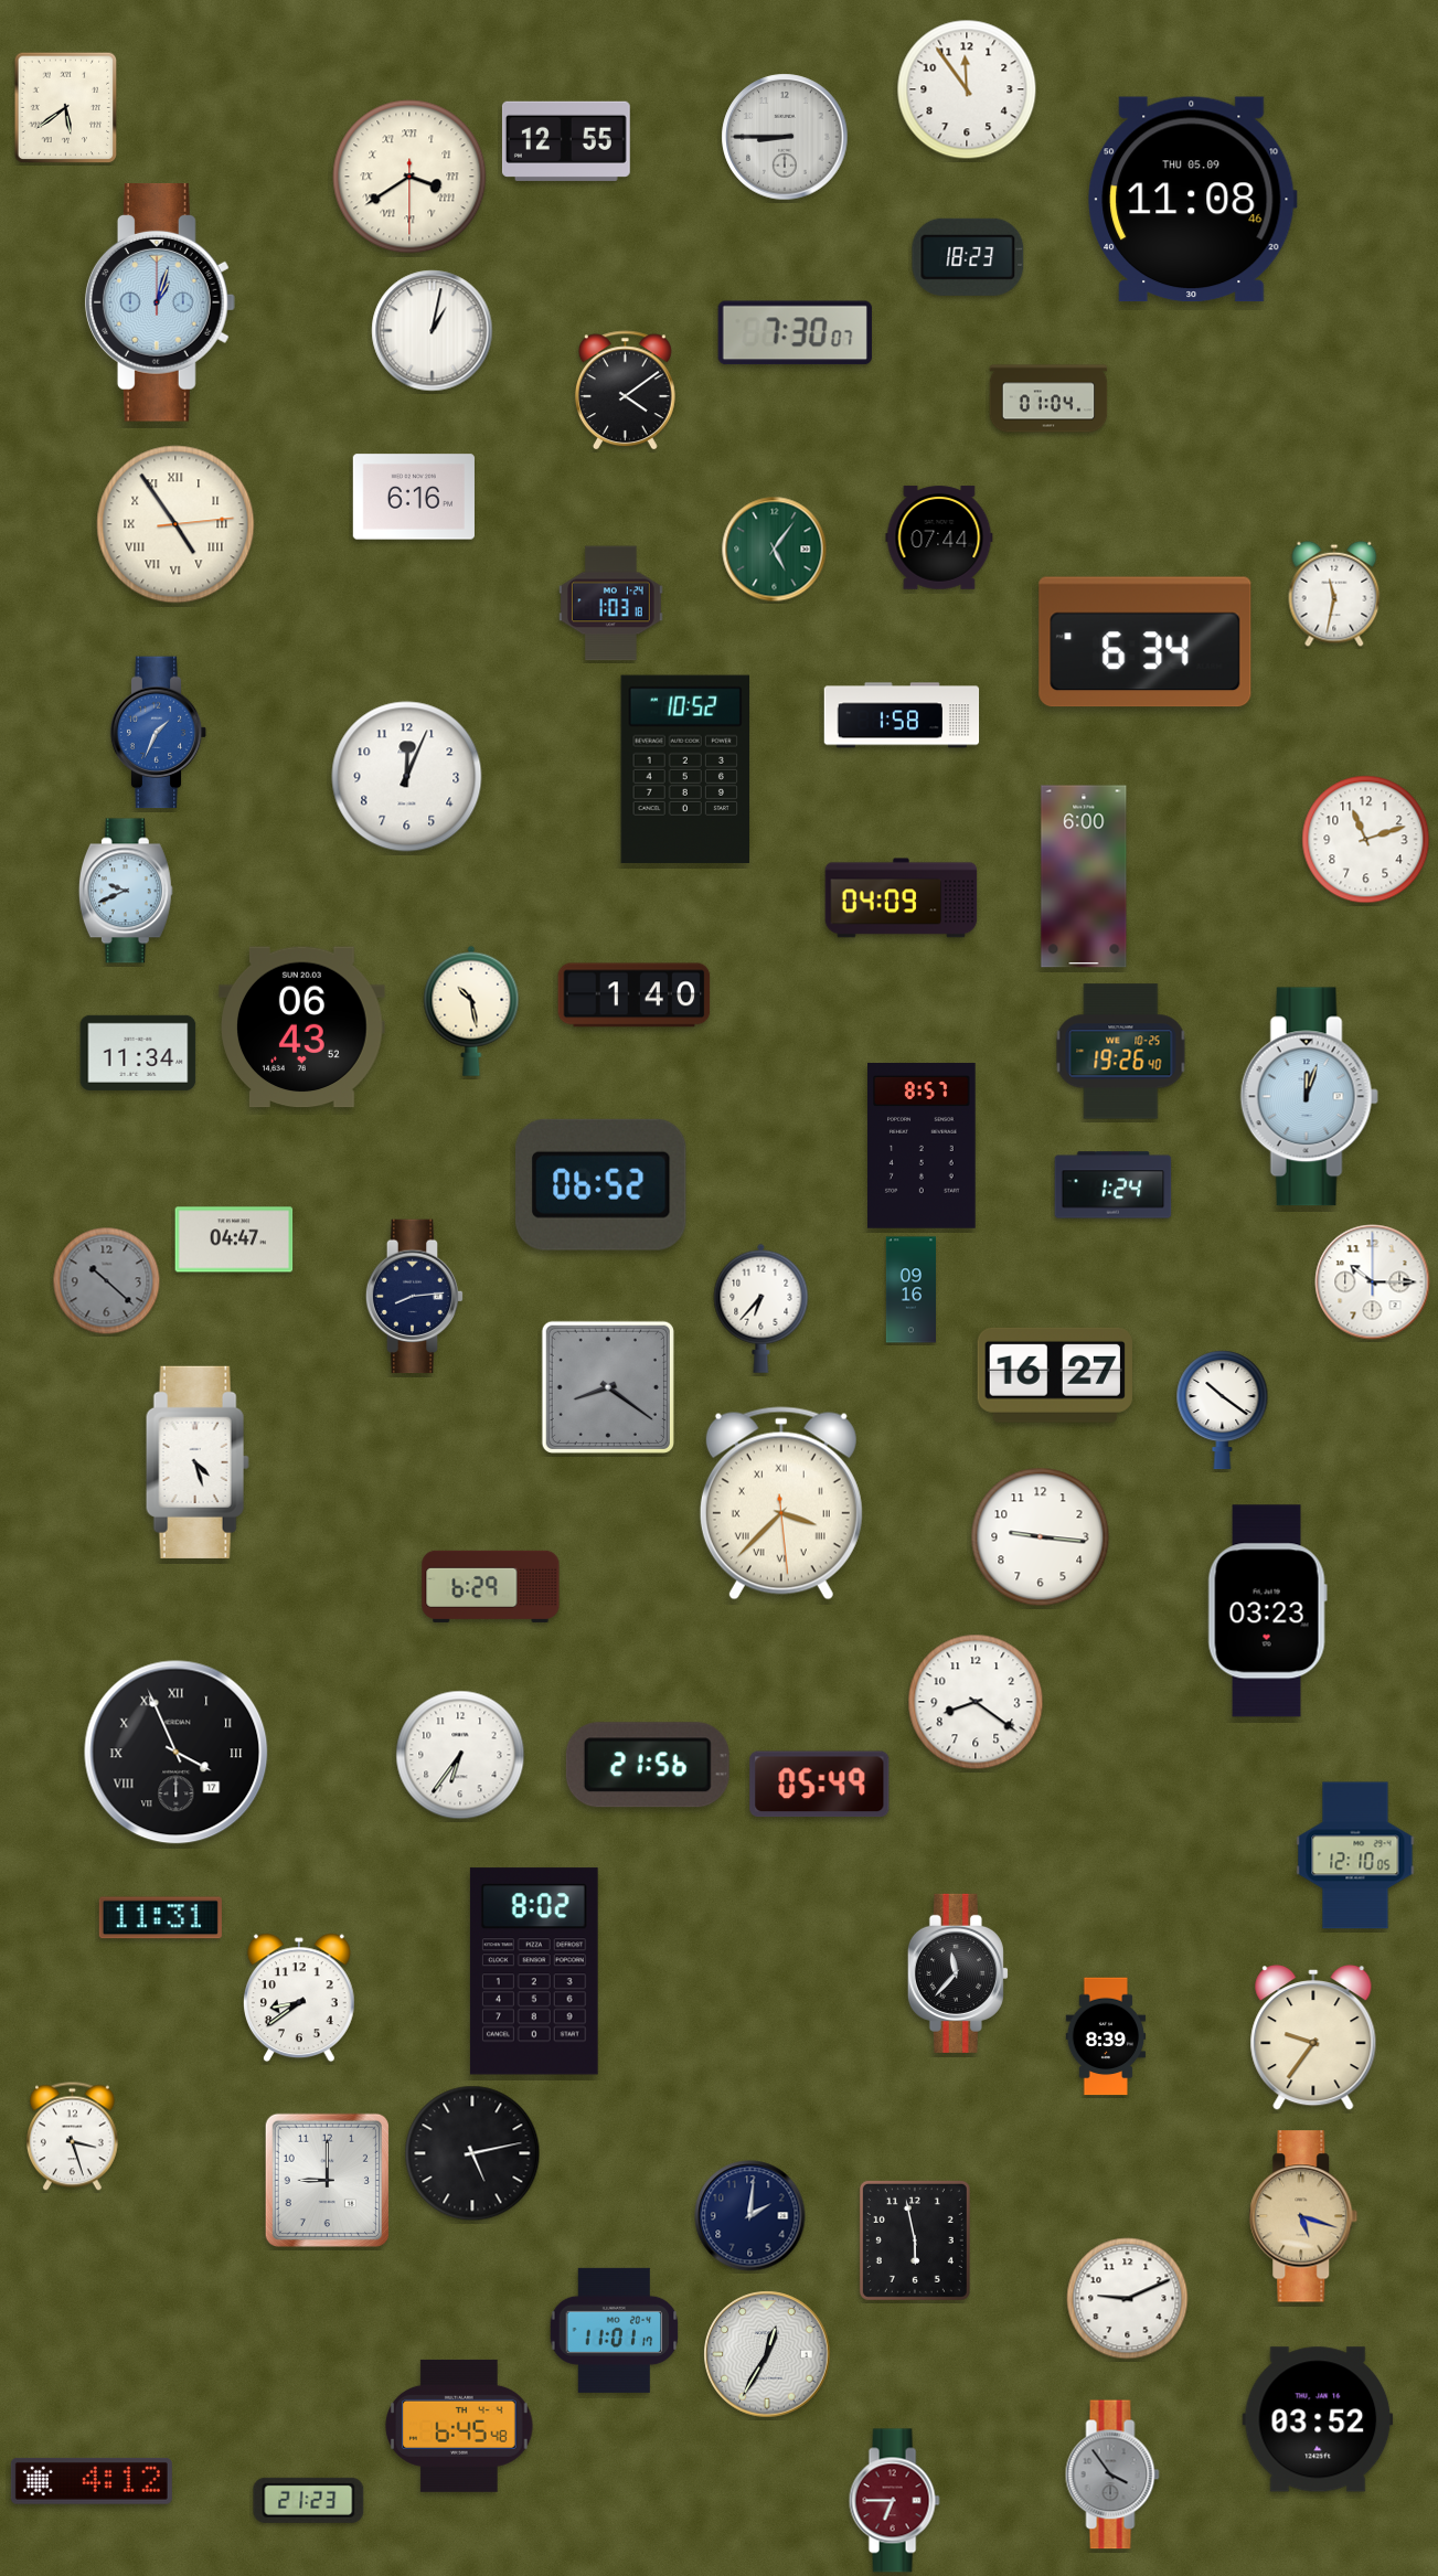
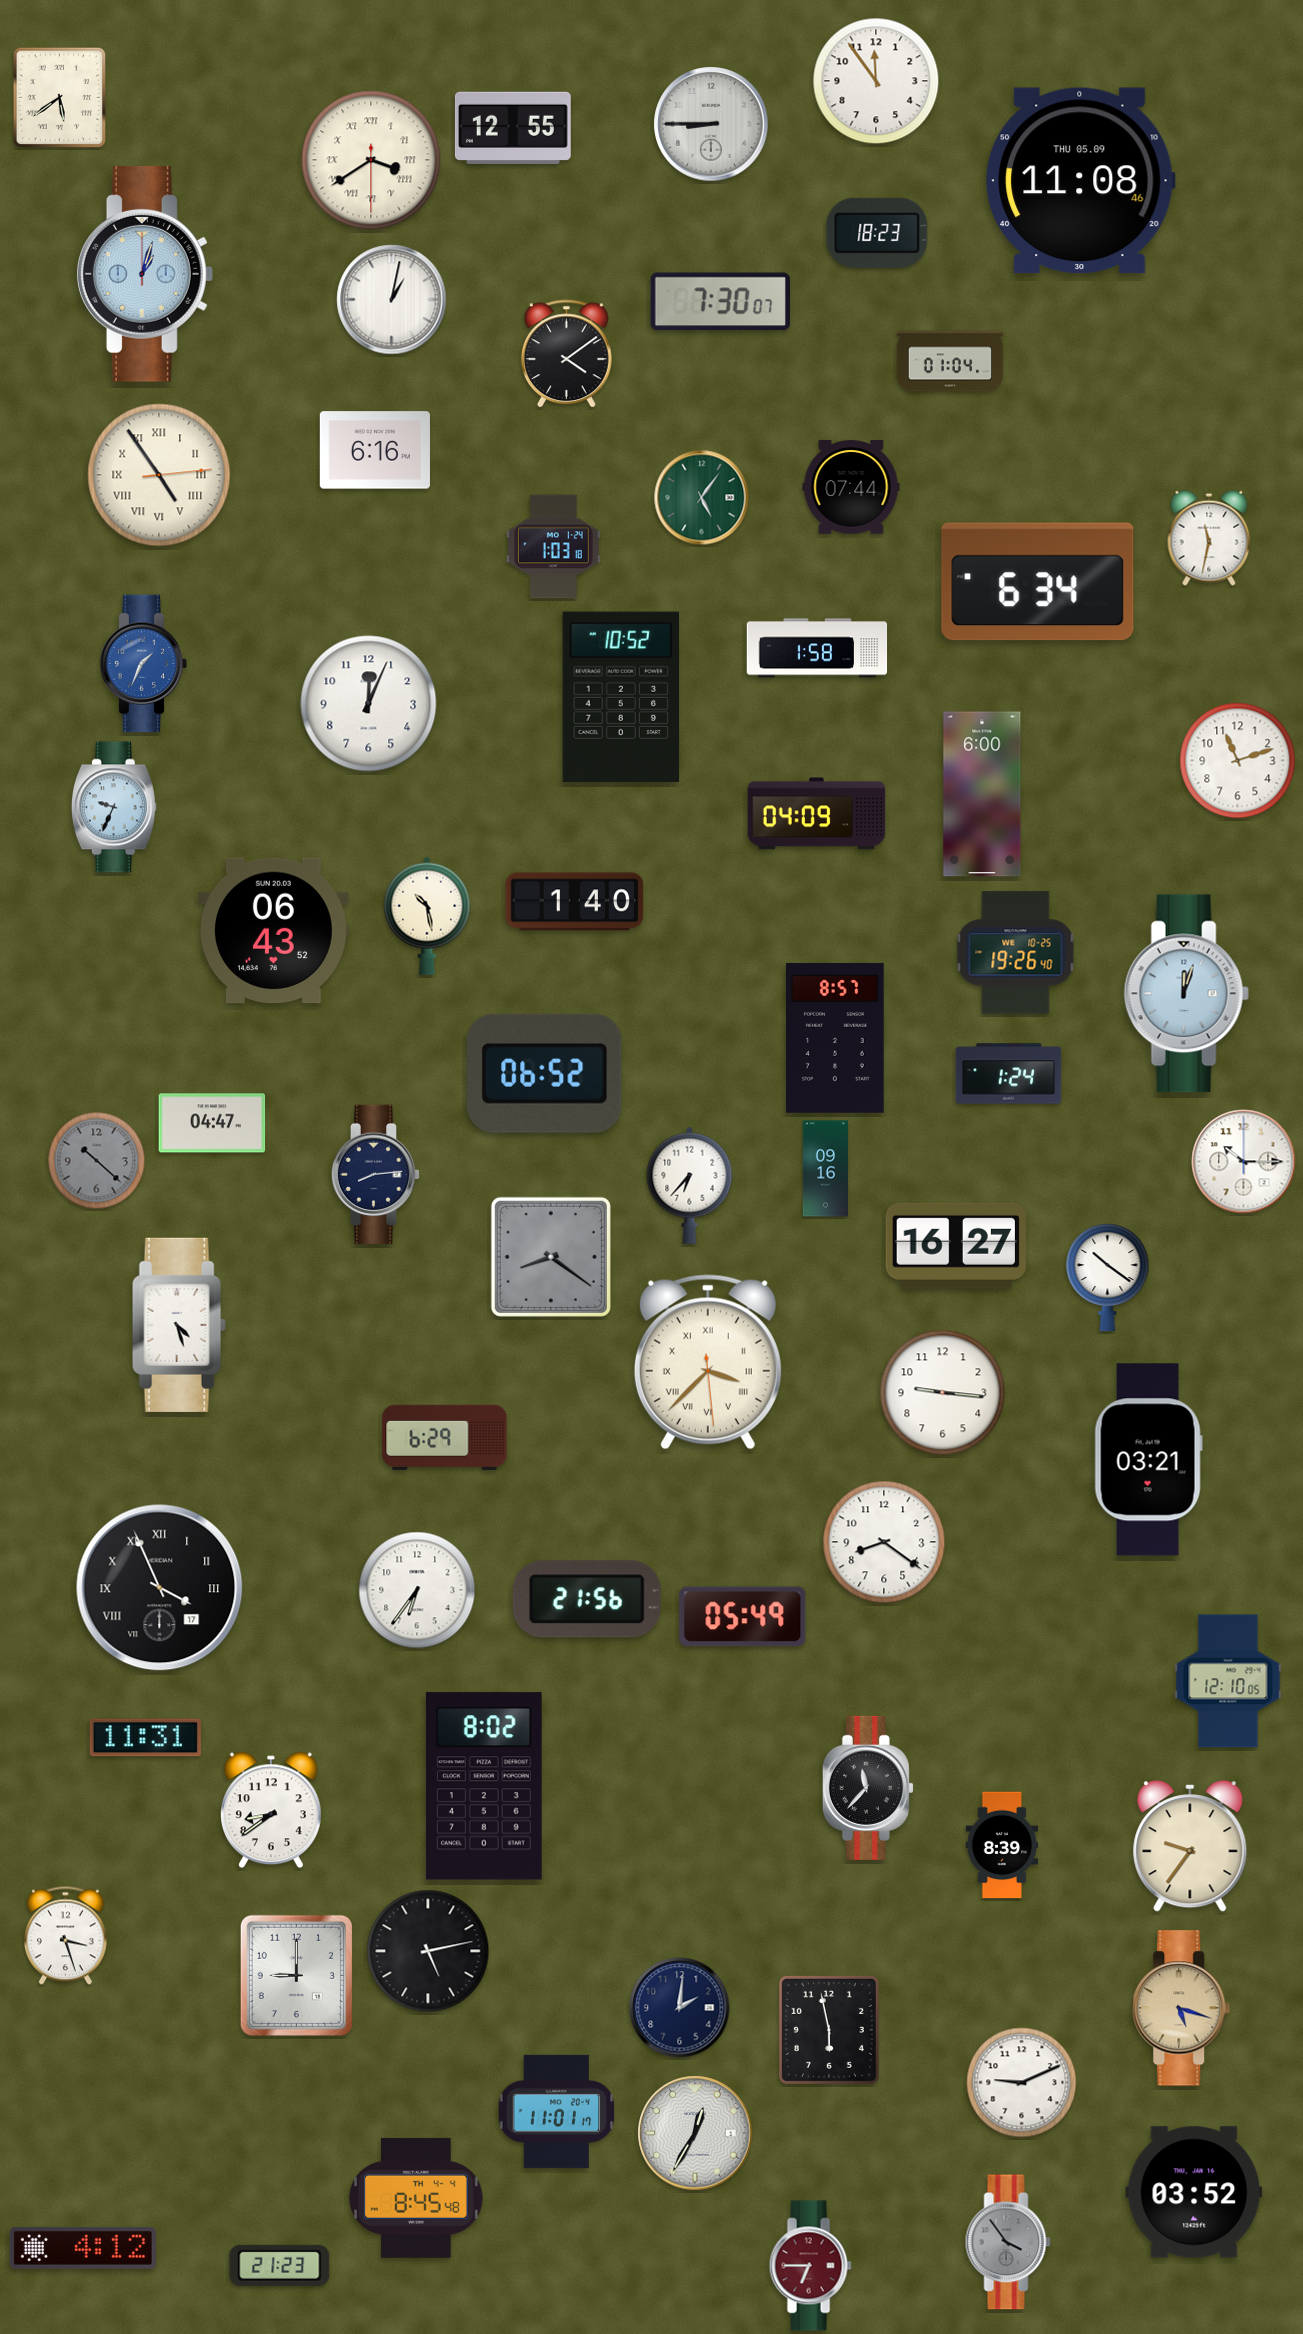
clock at (126, 891): 9:41 -> 9:34
clock at (138, 1053): 11:34 -> none
clock at (1267, 1611): 03:23 -> 03:21
clock at (459, 2426): 6:45 -> 8:45
